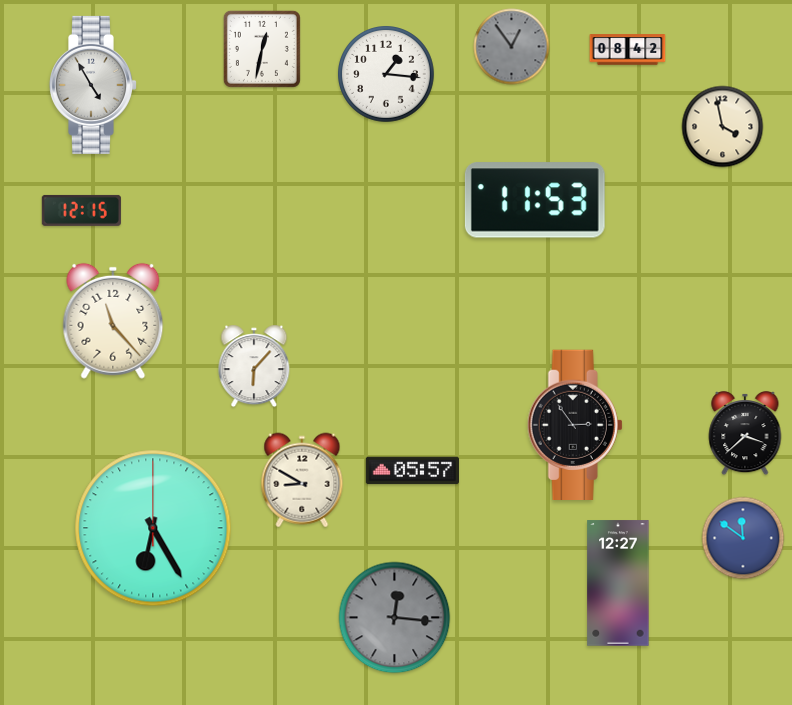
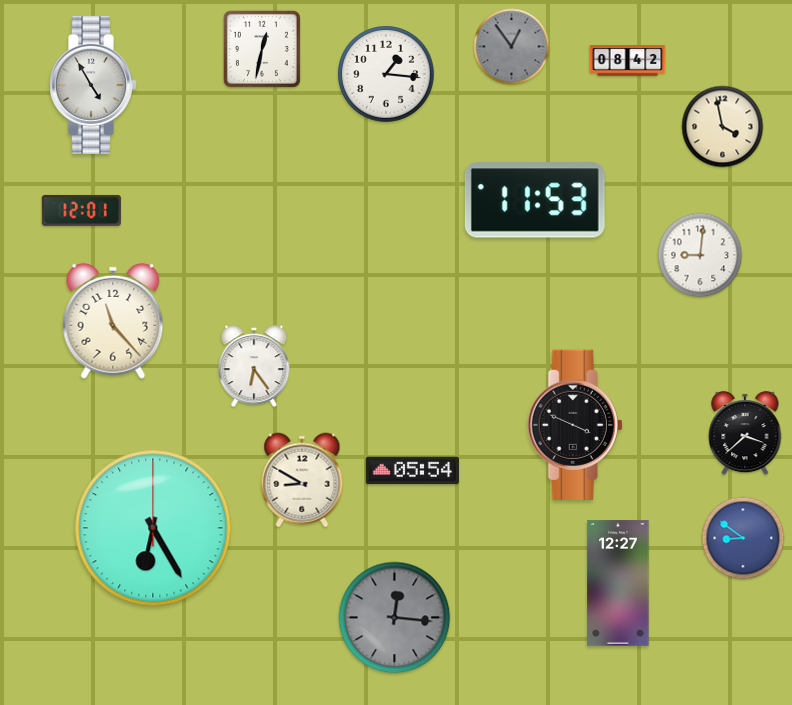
clock at (628, 50) position: (628, 50) -> (628, 61)
clock at (81, 210): 12:15 -> 12:01
clock at (700, 255): none -> 9:01
clock at (254, 366): 6:07 -> 6:24
clock at (575, 424): 2:54 -> 3:49
clock at (412, 471): 05:57 -> 05:54
clock at (743, 538): 11:51 -> 8:51
